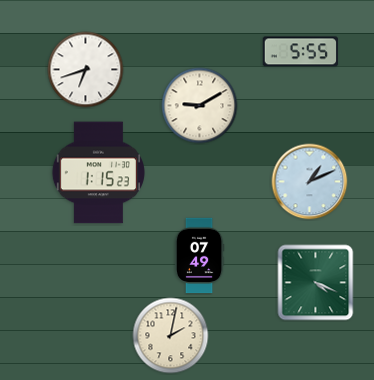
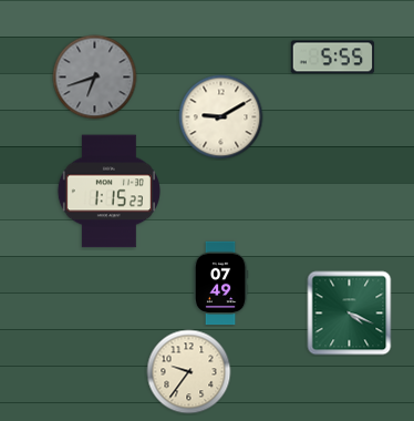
clock at (86, 70) dial: white -> grey
clock at (310, 182): 1:11 -> none
clock at (171, 336): 2:02 -> 9:36
